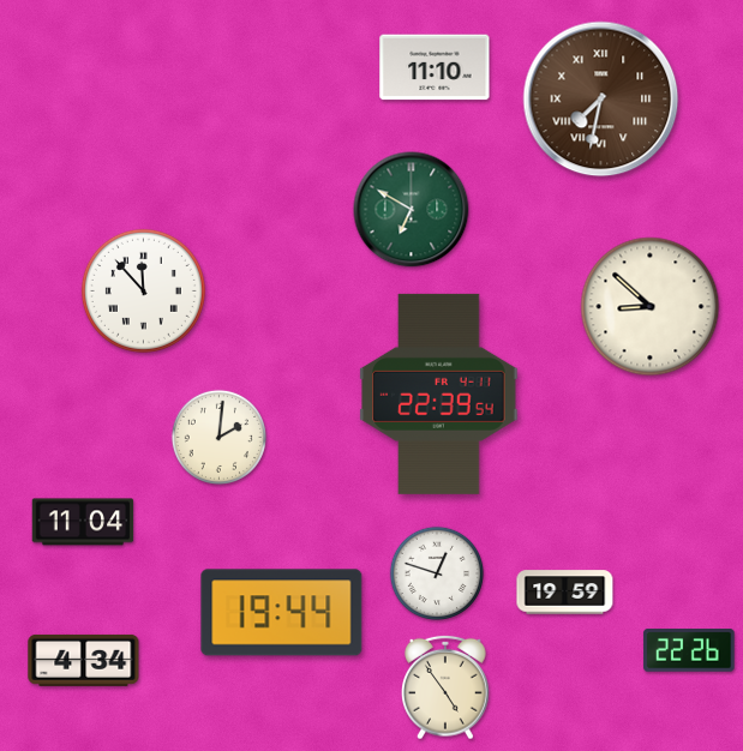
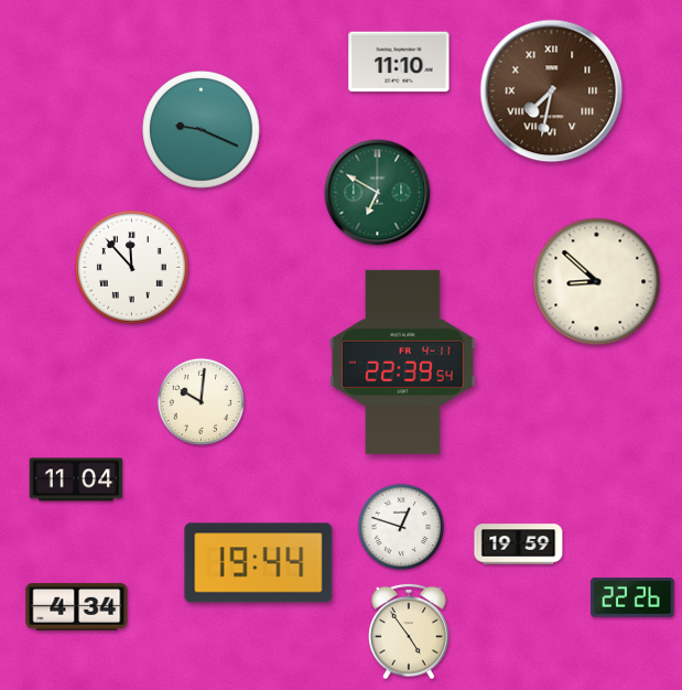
clock at (202, 130): none -> 9:19
clock at (218, 437): 2:01 -> 10:01
